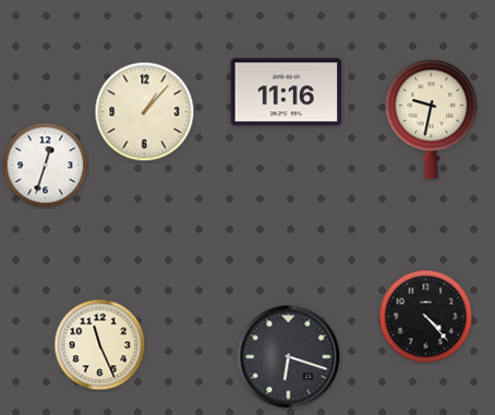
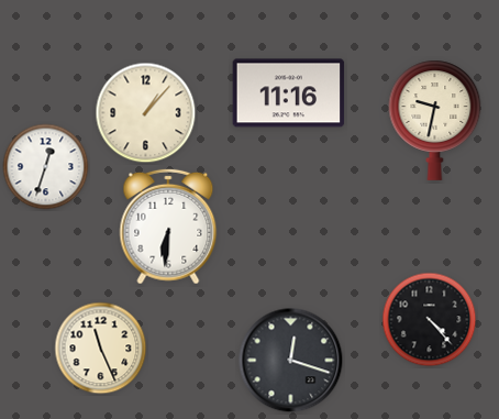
clock at (168, 227): none -> 6:31
clock at (289, 357): 6:18 -> 12:18
